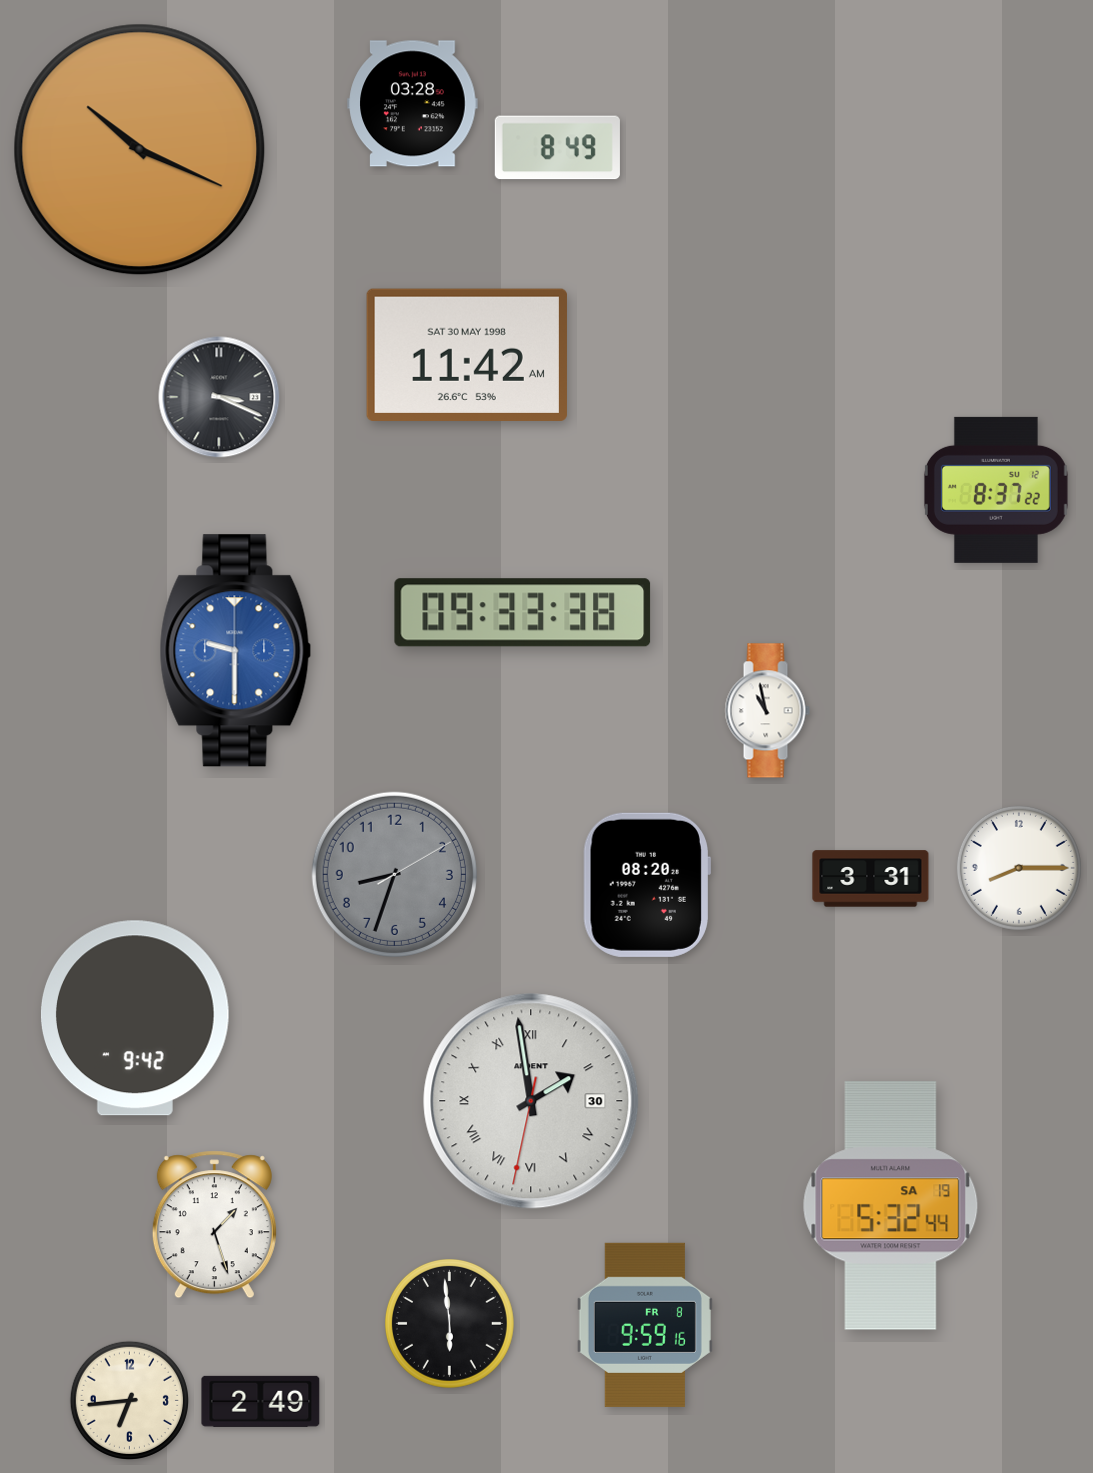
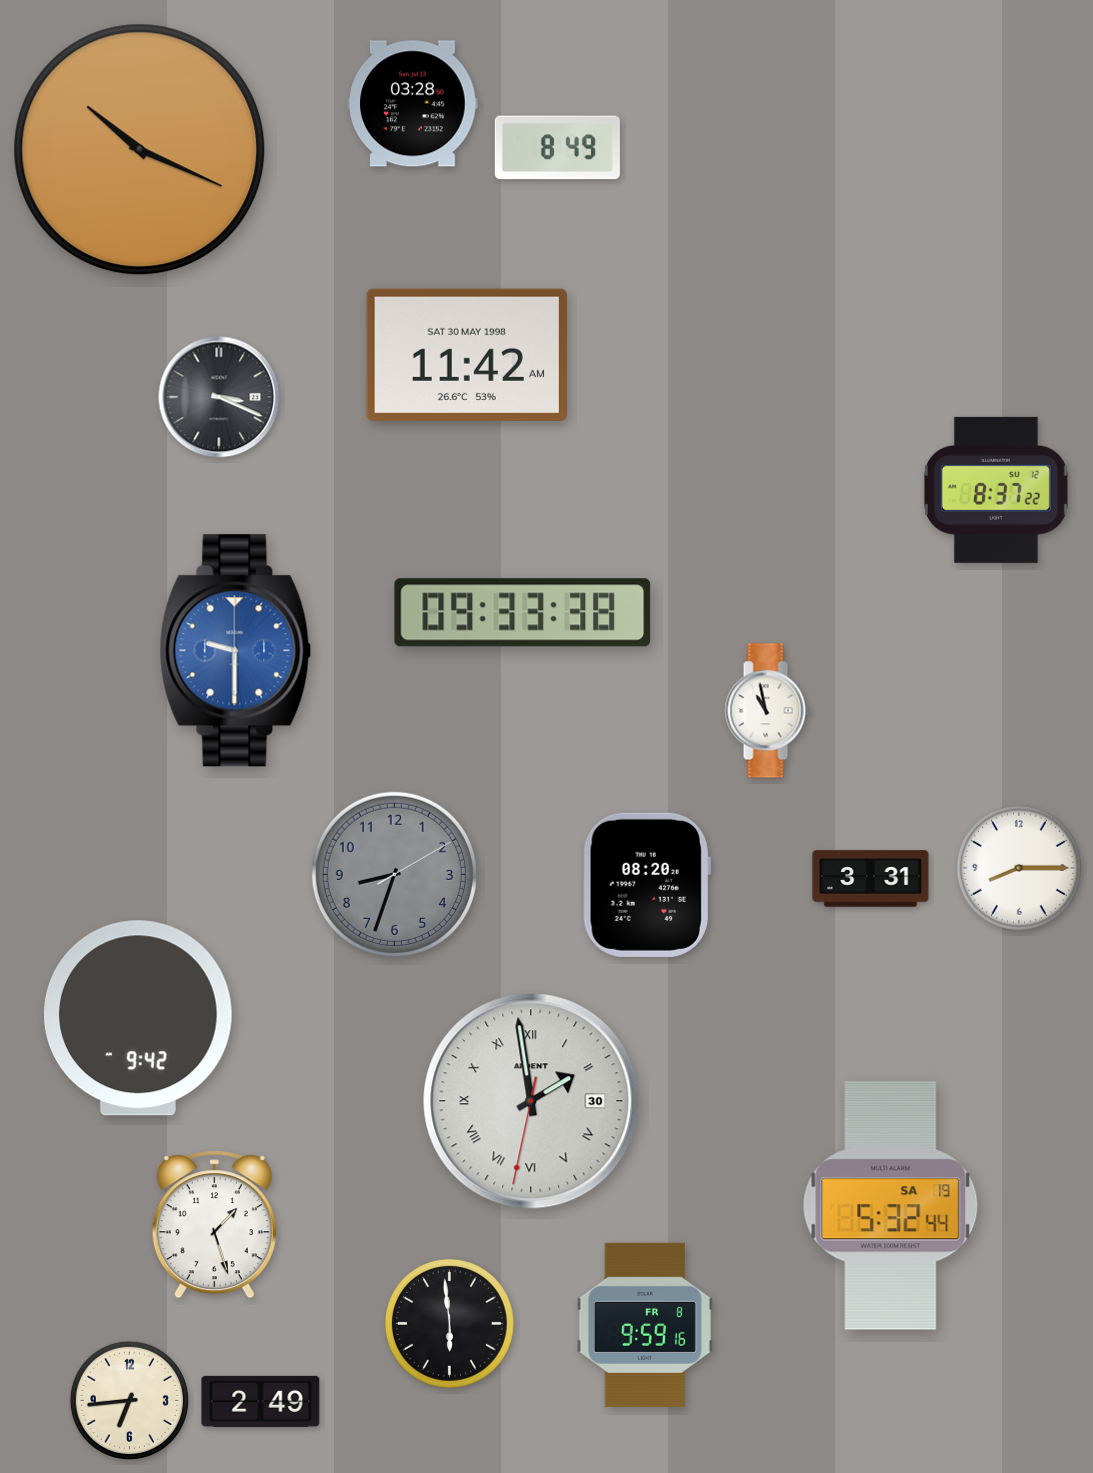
clock at (135, 1018) position: (135, 1018) -> (138, 1018)
